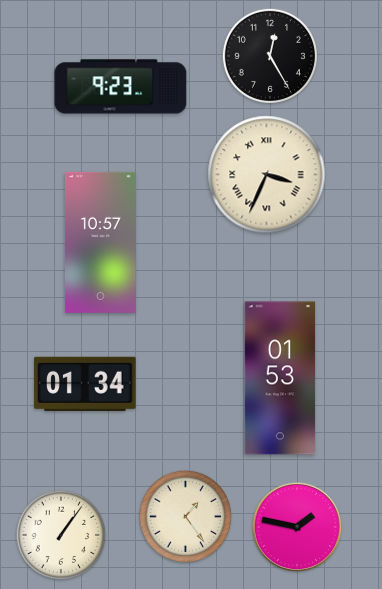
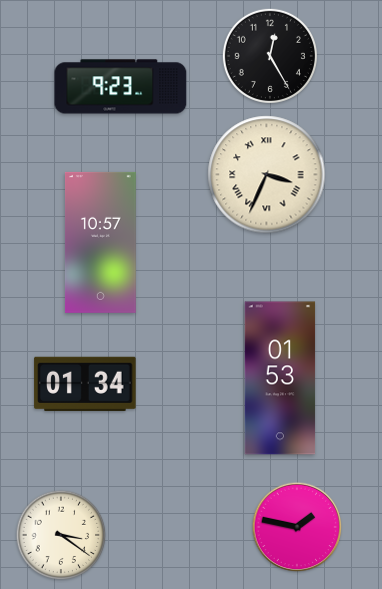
clock at (186, 516): 1:24 -> none
clock at (61, 535): 1:06 -> 3:21
